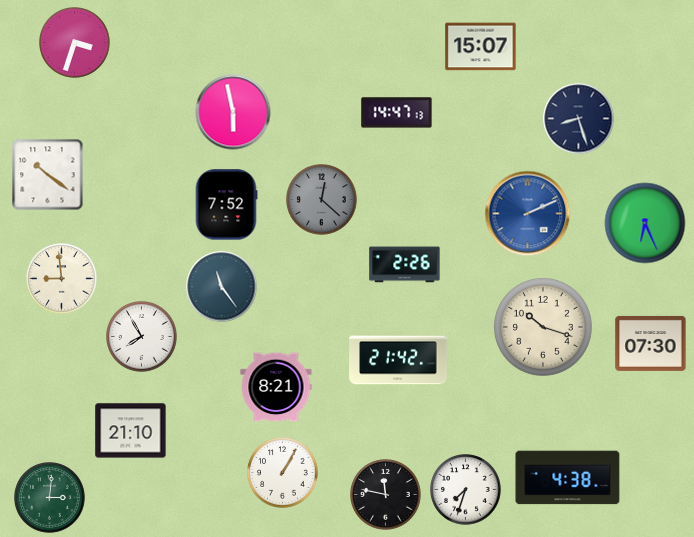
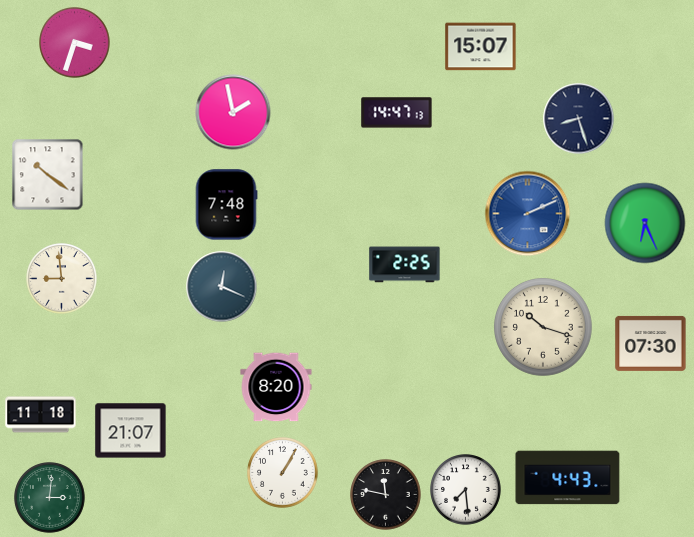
clock at (233, 112): 5:58 -> 1:58
clock at (322, 200): 12:22 -> none
clock at (226, 205): 7:52 -> 7:48
clock at (405, 265): 2:26 -> 2:25
clock at (222, 287): 11:24 -> 12:19
clock at (142, 337): 7:55 -> none
clock at (398, 360): 21:42 -> none
clock at (276, 387): 8:21 -> 8:20
clock at (41, 415): none -> 11:18
clock at (131, 431): 21:10 -> 21:07
clock at (568, 478): 4:38 -> 4:43
clock at (466, 490): 7:33 -> 7:29
